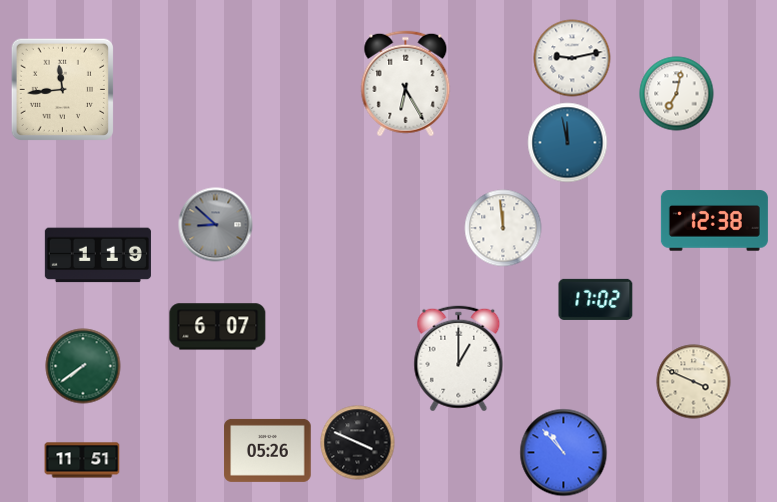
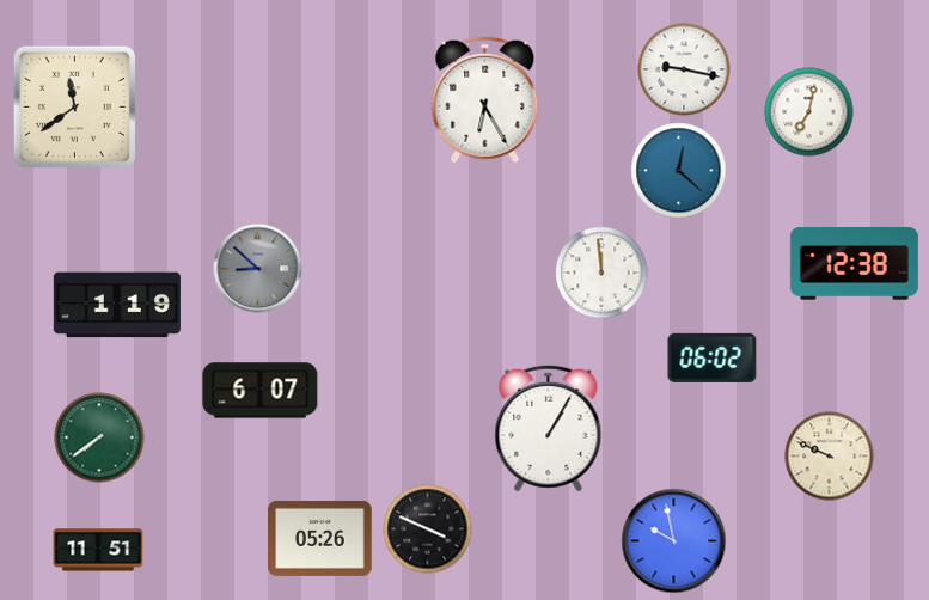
clock at (572, 58): 9:13 -> 9:17
clock at (62, 89): 11:44 -> 11:39
clock at (568, 143): 11:58 -> 12:22
clock at (596, 299): 17:02 -> 06:02
clock at (459, 359): 1:00 -> 1:05
clock at (694, 382): 3:49 -> 9:49
clock at (564, 453): 10:53 -> 9:58
